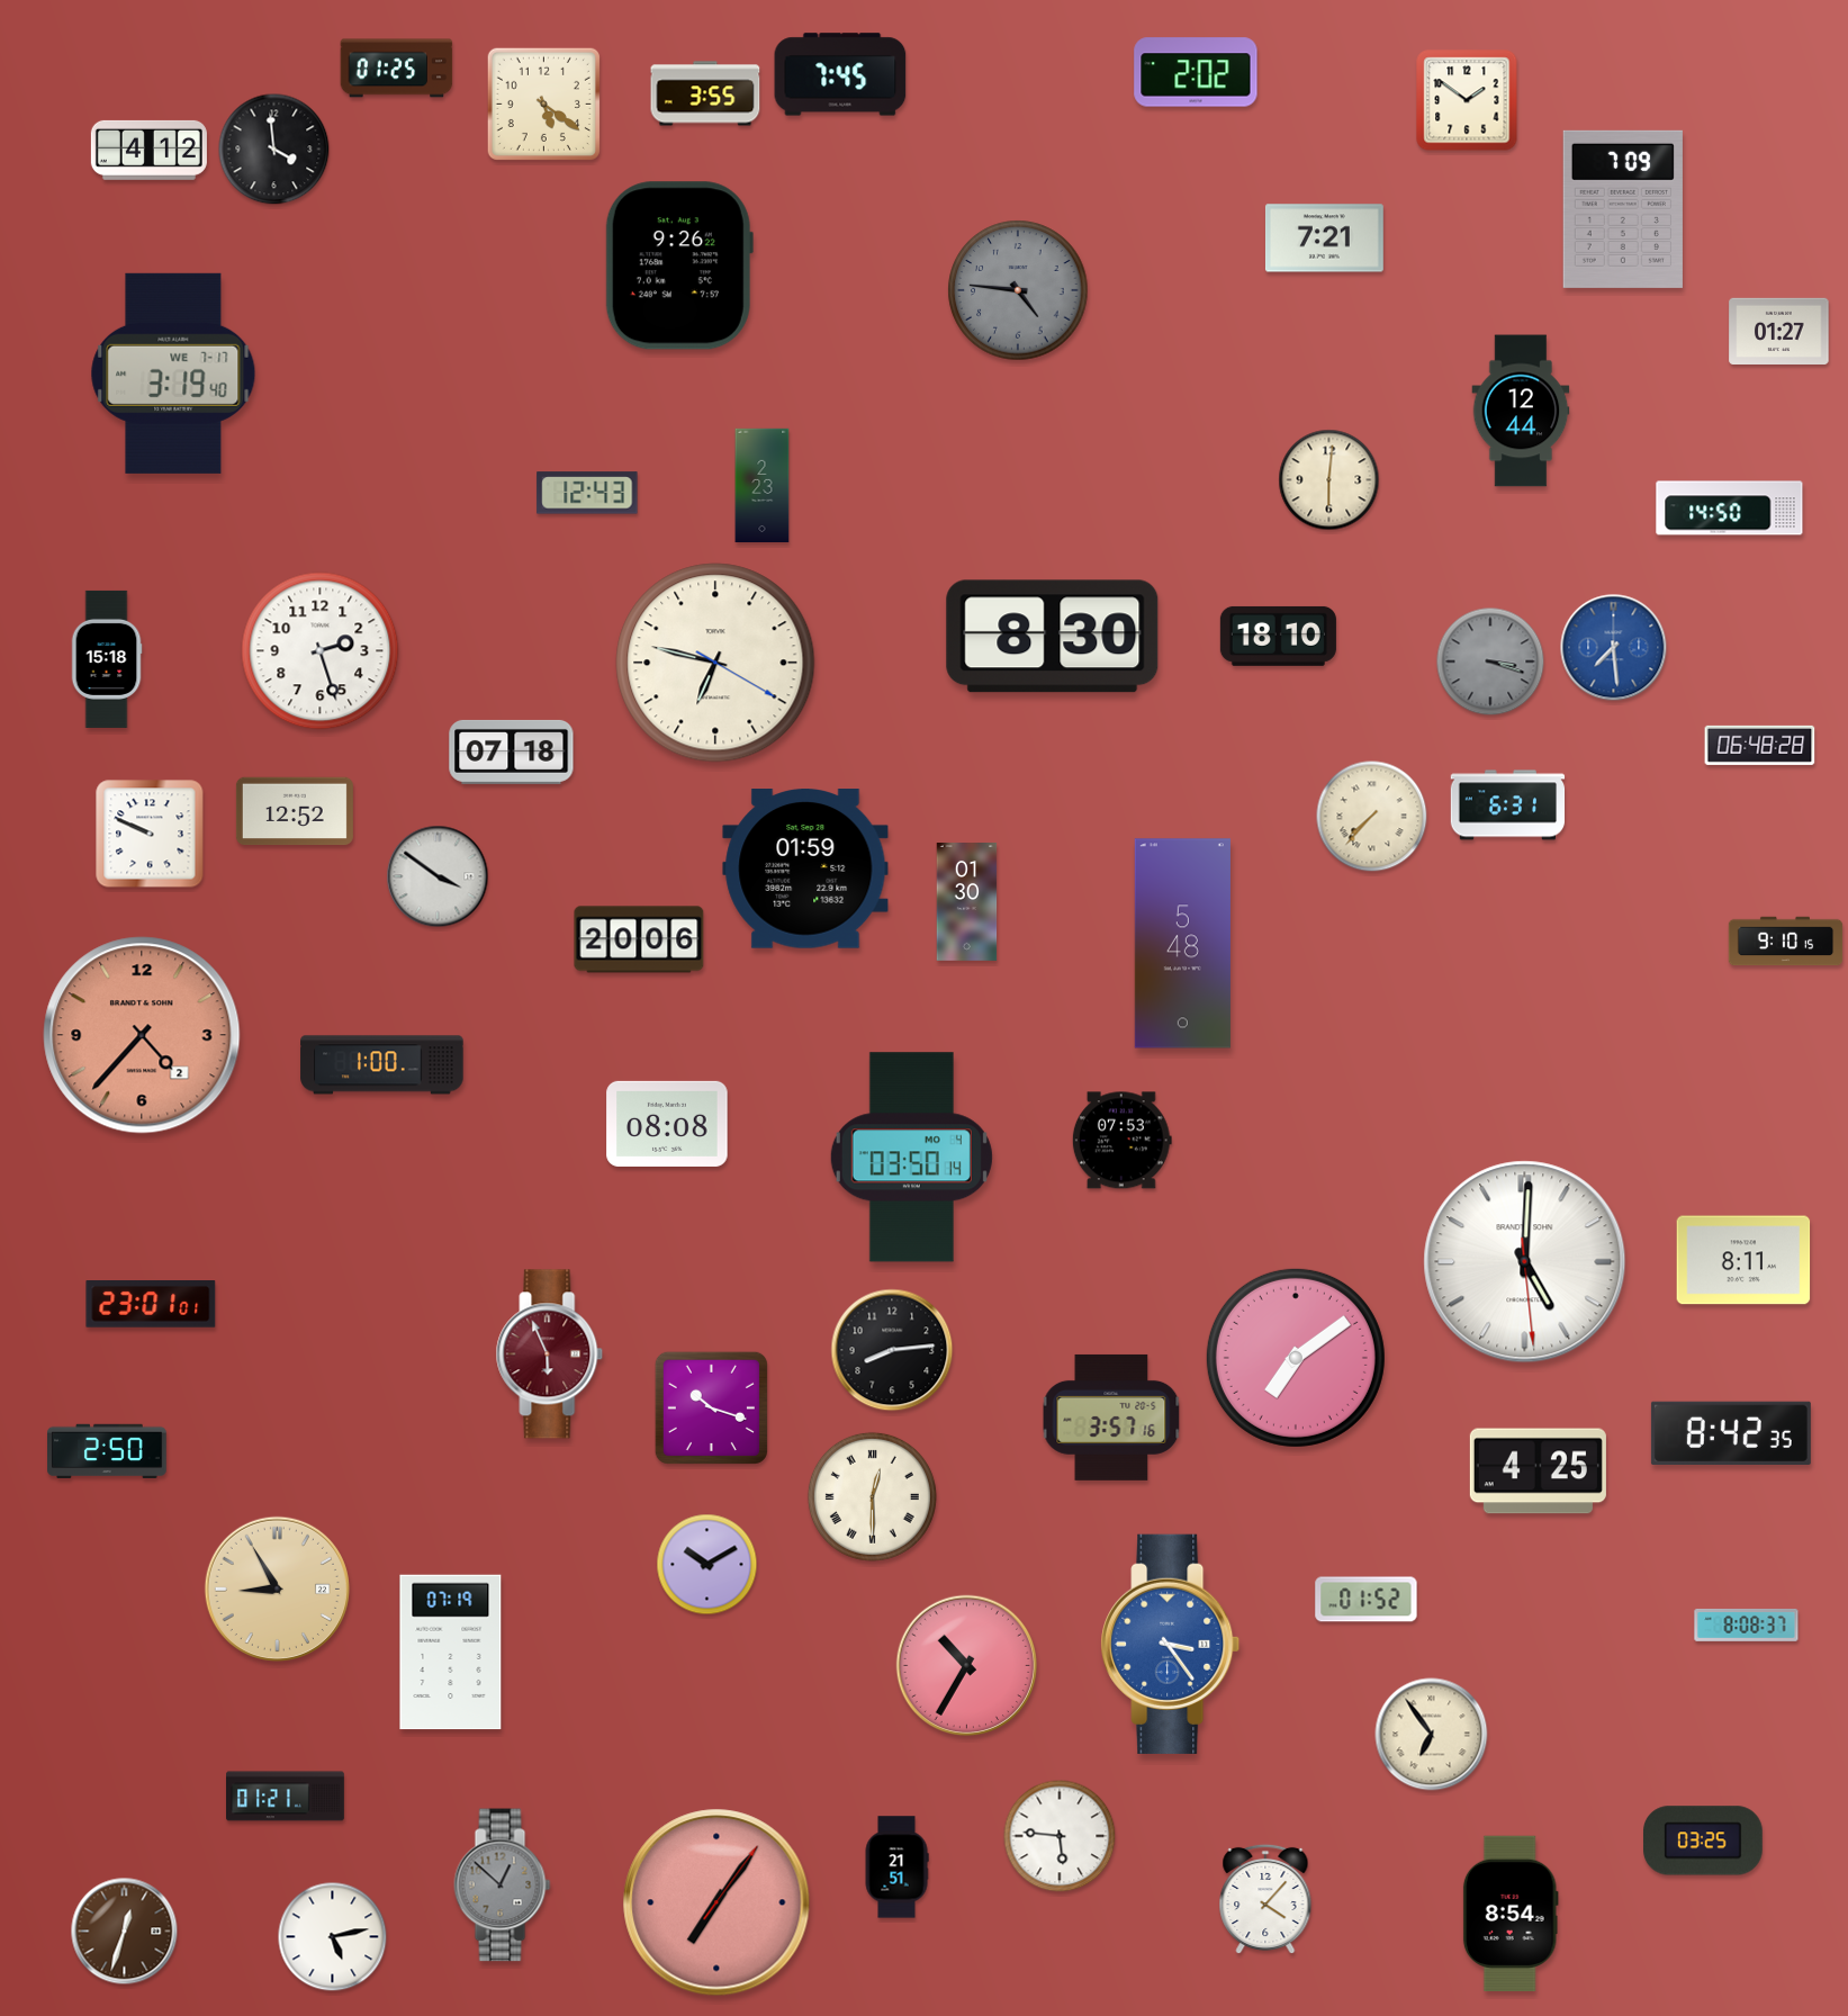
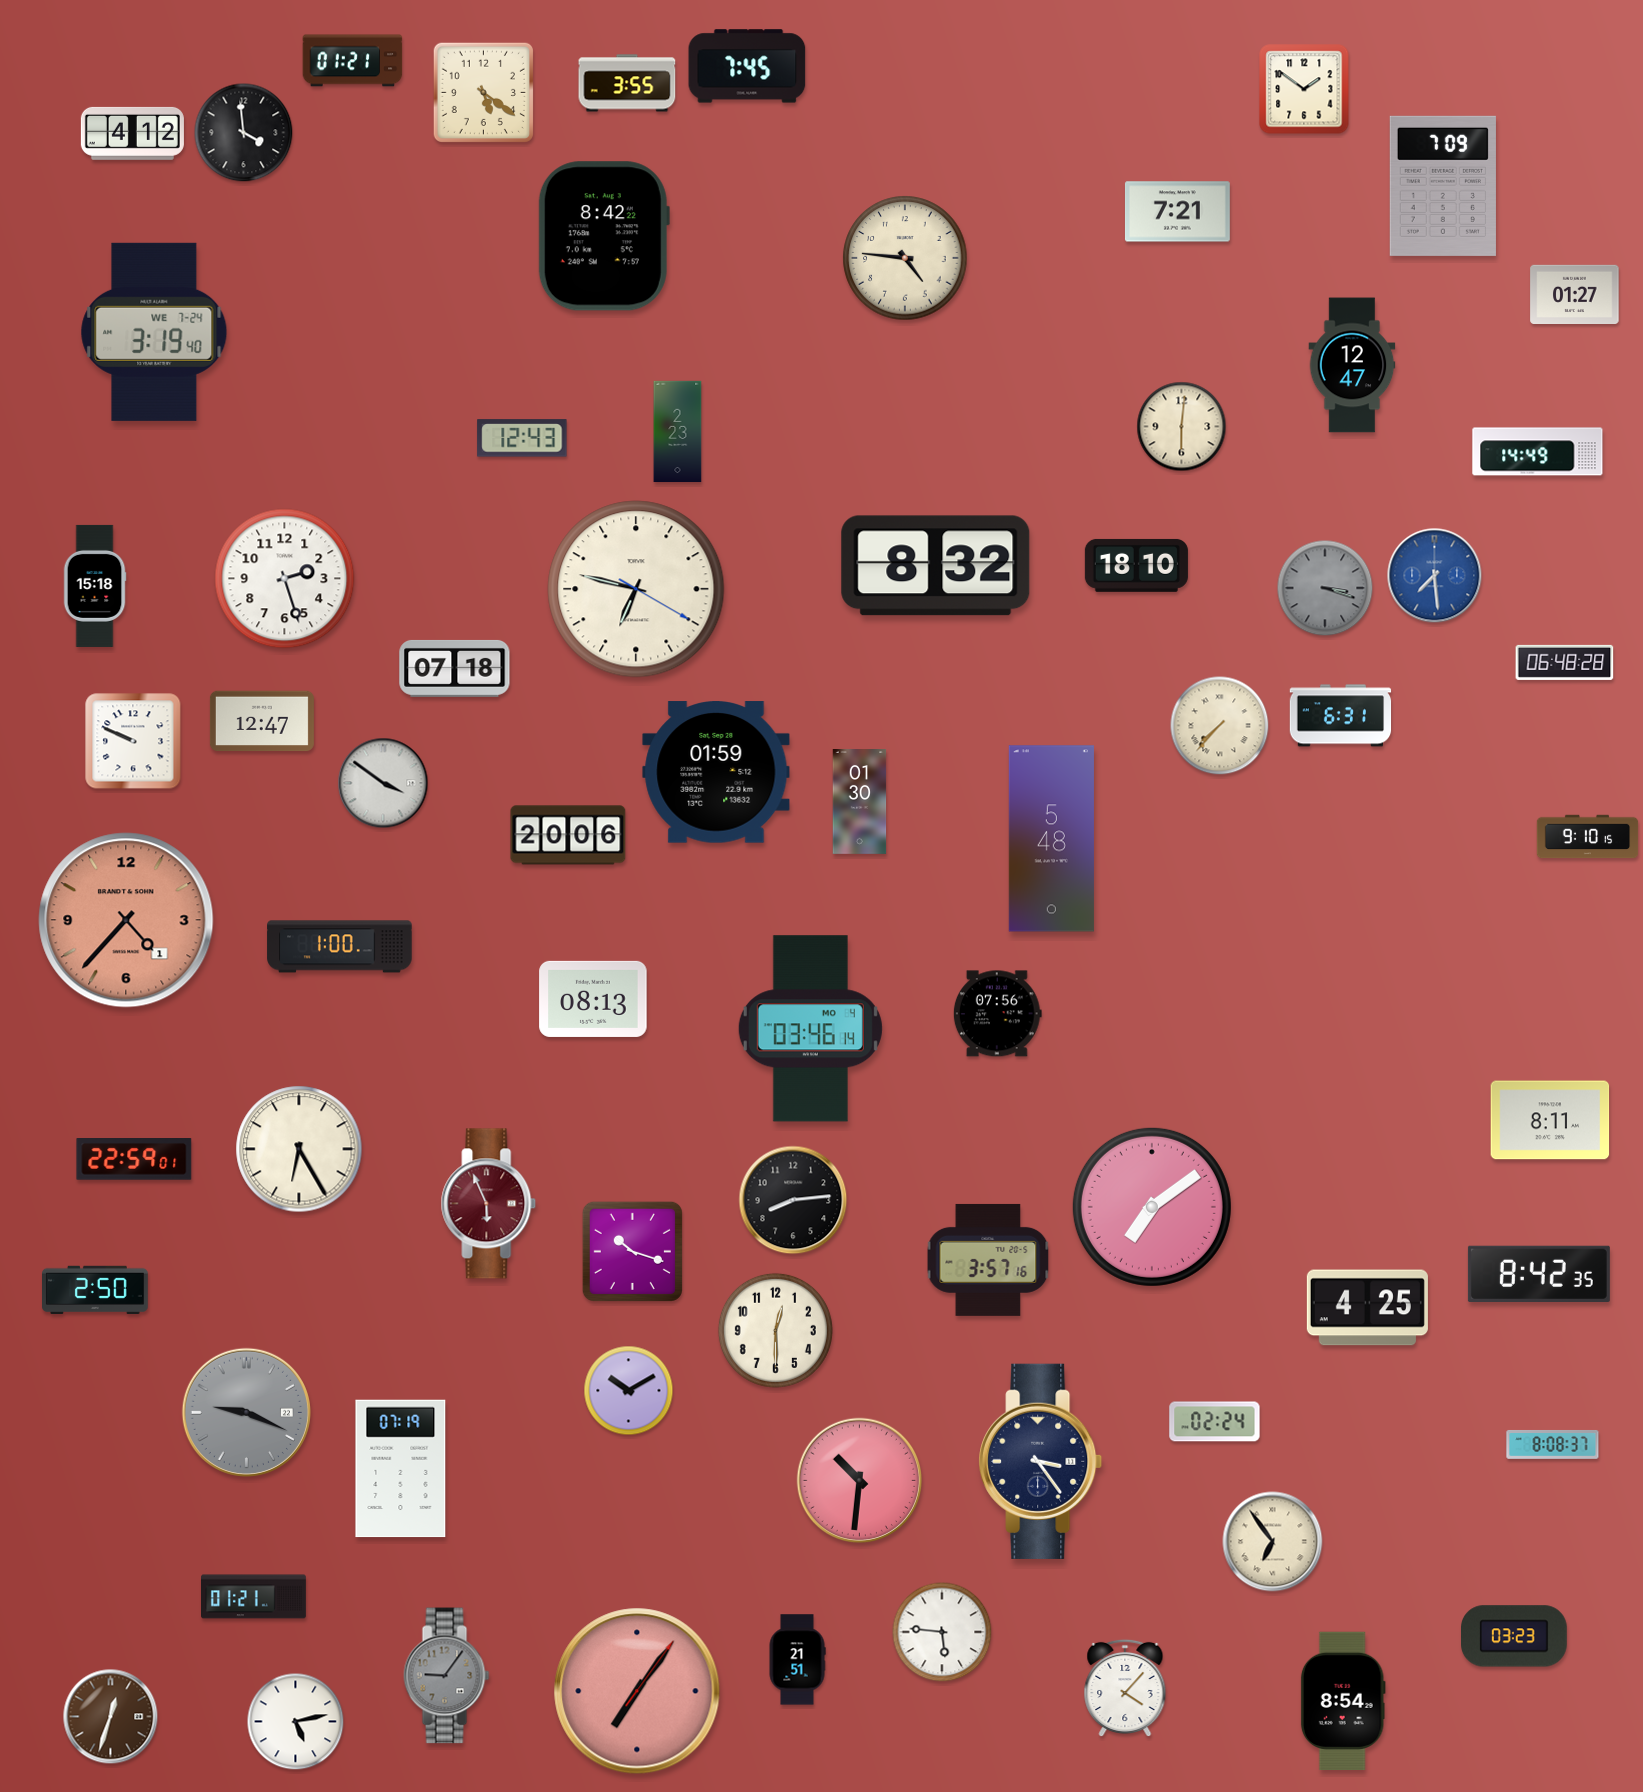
clock at (397, 69): 01:25 -> 01:21
clock at (1196, 72): 2:02 -> none
clock at (679, 265): 9:26 -> 8:42
clock at (1018, 290) dial: grey -> cream
clock at (1779, 331) position: (1779, 331) -> (1575, 294)
clock at (173, 373) date: WE 7-17 -> WE 7-24
clock at (1521, 411): 12:44 -> 12:47
clock at (1730, 508): 14:50 -> 14:49
clock at (1053, 637): 8:30 -> 8:32
clock at (295, 811): 12:52 -> 12:47
clock at (438, 876) position: (438, 876) -> (383, 783)
clock at (142, 1035) date: 2 -> 1
clock at (667, 1124): 08:08 -> 08:13
clock at (1121, 1141): 07:53 -> 07:56
clock at (911, 1158): 03:50 -> 03:46
clock at (1525, 1262): 5:00 -> none
clock at (299, 1149): none -> 6:25
clock at (151, 1304): 23:01 -> 22:59
clock at (872, 1496) numerals: Roman -> Arabic
clock at (277, 1588): 8:55 -> 9:19
clock at (277, 1588) dial: champagne -> grey
clock at (1367, 1600): 01:52 -> 02:24
clock at (1171, 1644) dial: blue -> navy
clock at (966, 1665): 10:35 -> 10:31
clock at (1704, 1840): 03:25 -> 03:23
clock at (503, 1885): 12:52 -> 9:06
